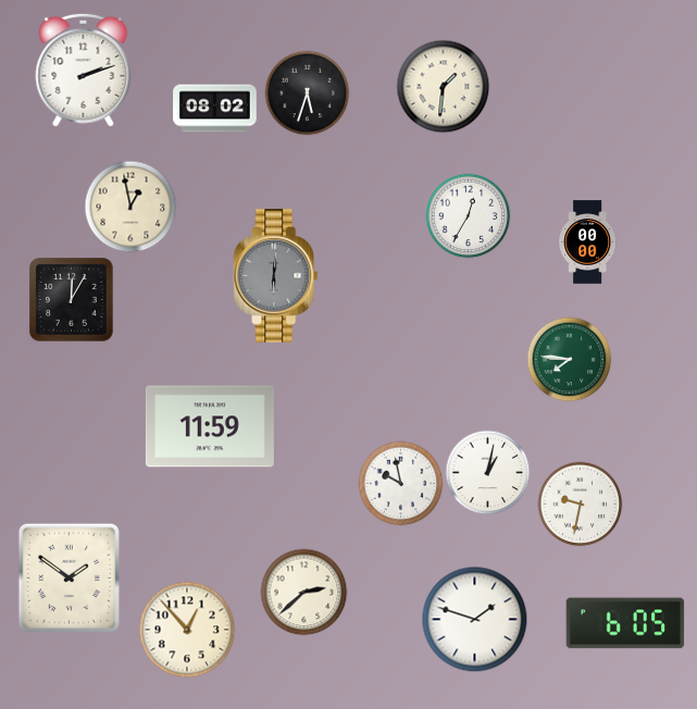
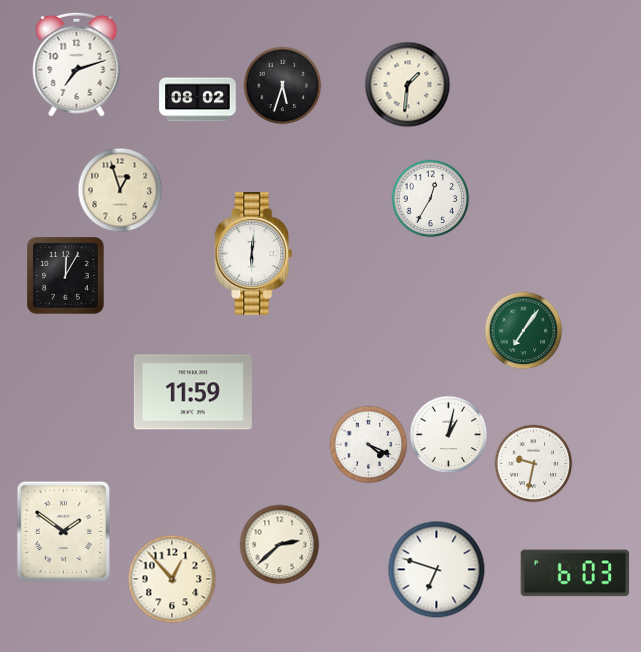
clock at (84, 70): 2:12 -> 7:12
clock at (443, 86) position: (443, 86) -> (407, 84)
clock at (130, 207): 12:58 -> 12:57
clock at (587, 242): 00:00 -> none
clock at (276, 276) dial: grey -> white
clock at (569, 359): 7:46 -> 7:06
clock at (400, 483): 9:58 -> 4:19
clock at (474, 619): 1:48 -> 6:48
clock at (625, 623): 6:05 -> 6:03
